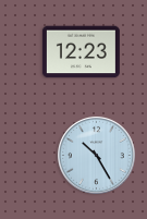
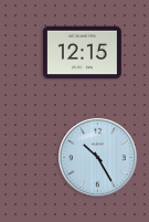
clock at (81, 52): 12:23 -> 12:15
